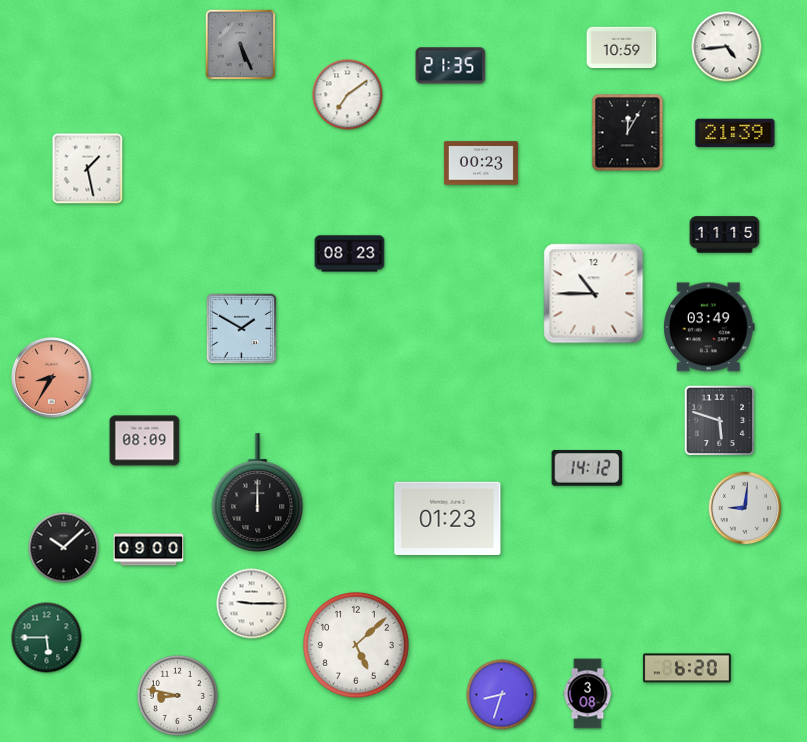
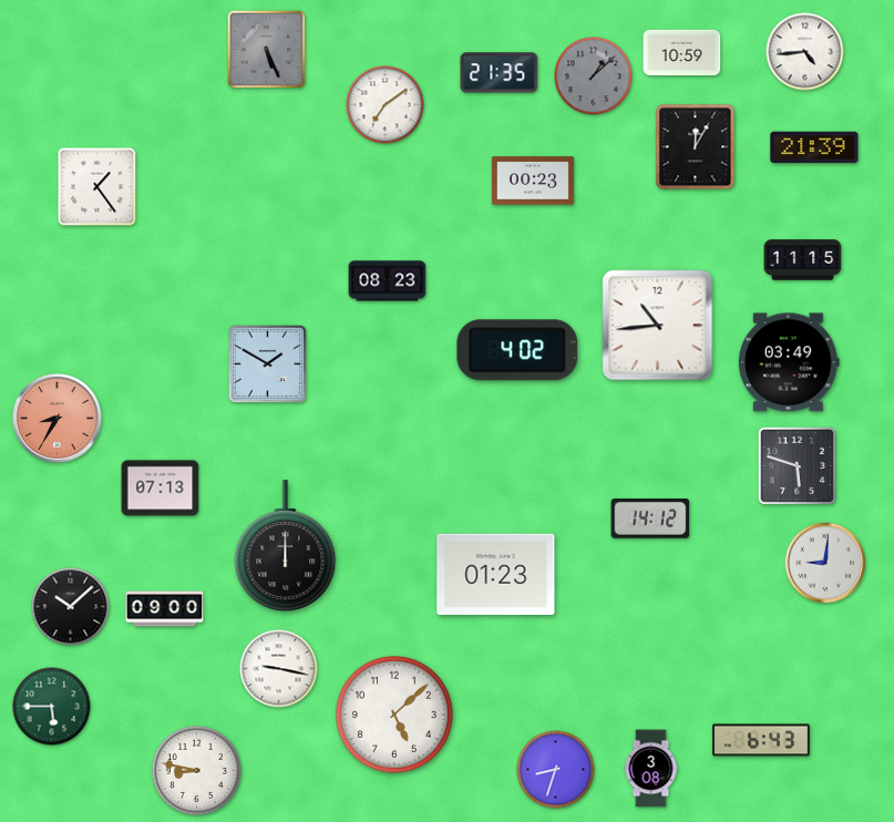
clock at (622, 48) position: (622, 48) -> (682, 53)
clock at (594, 76): none -> 1:08
clock at (88, 169): 1:28 -> 1:24
clock at (594, 294): 10:45 -> 10:44
clock at (517, 350): none -> 4:02
clock at (709, 327) position: (709, 327) -> (789, 362)
clock at (145, 441): 08:09 -> 07:13
clock at (252, 604): 9:15 -> 9:17
clock at (687, 668): 6:20 -> 6:43
